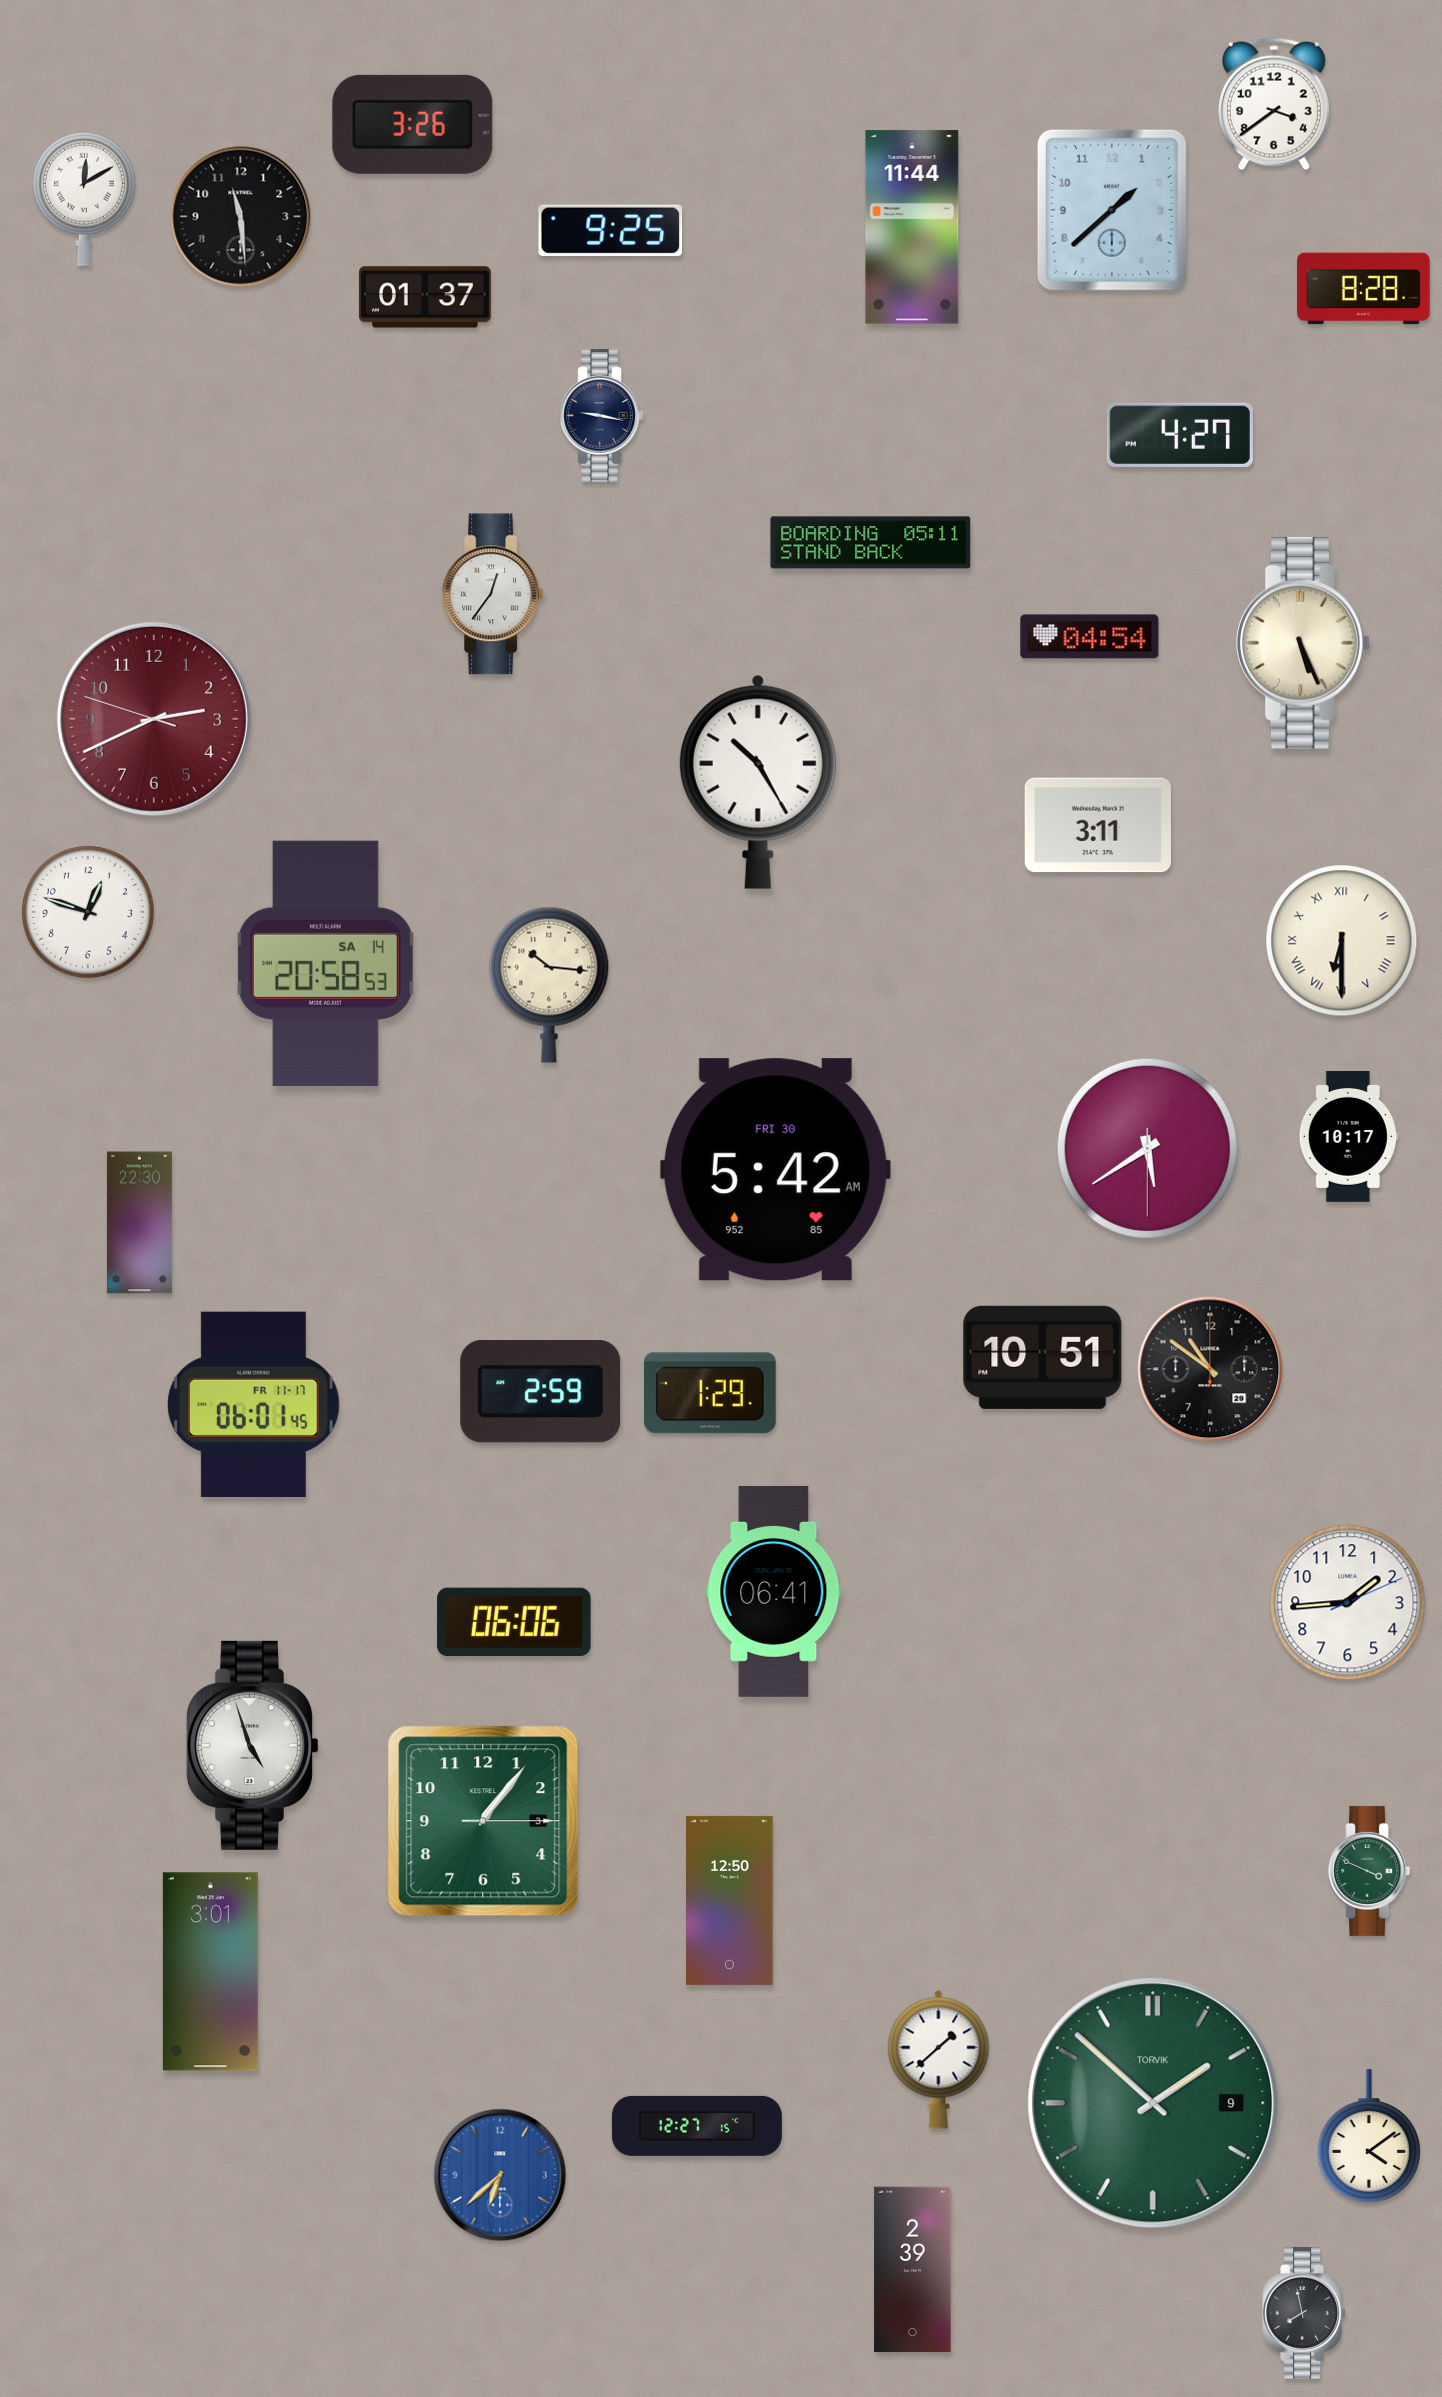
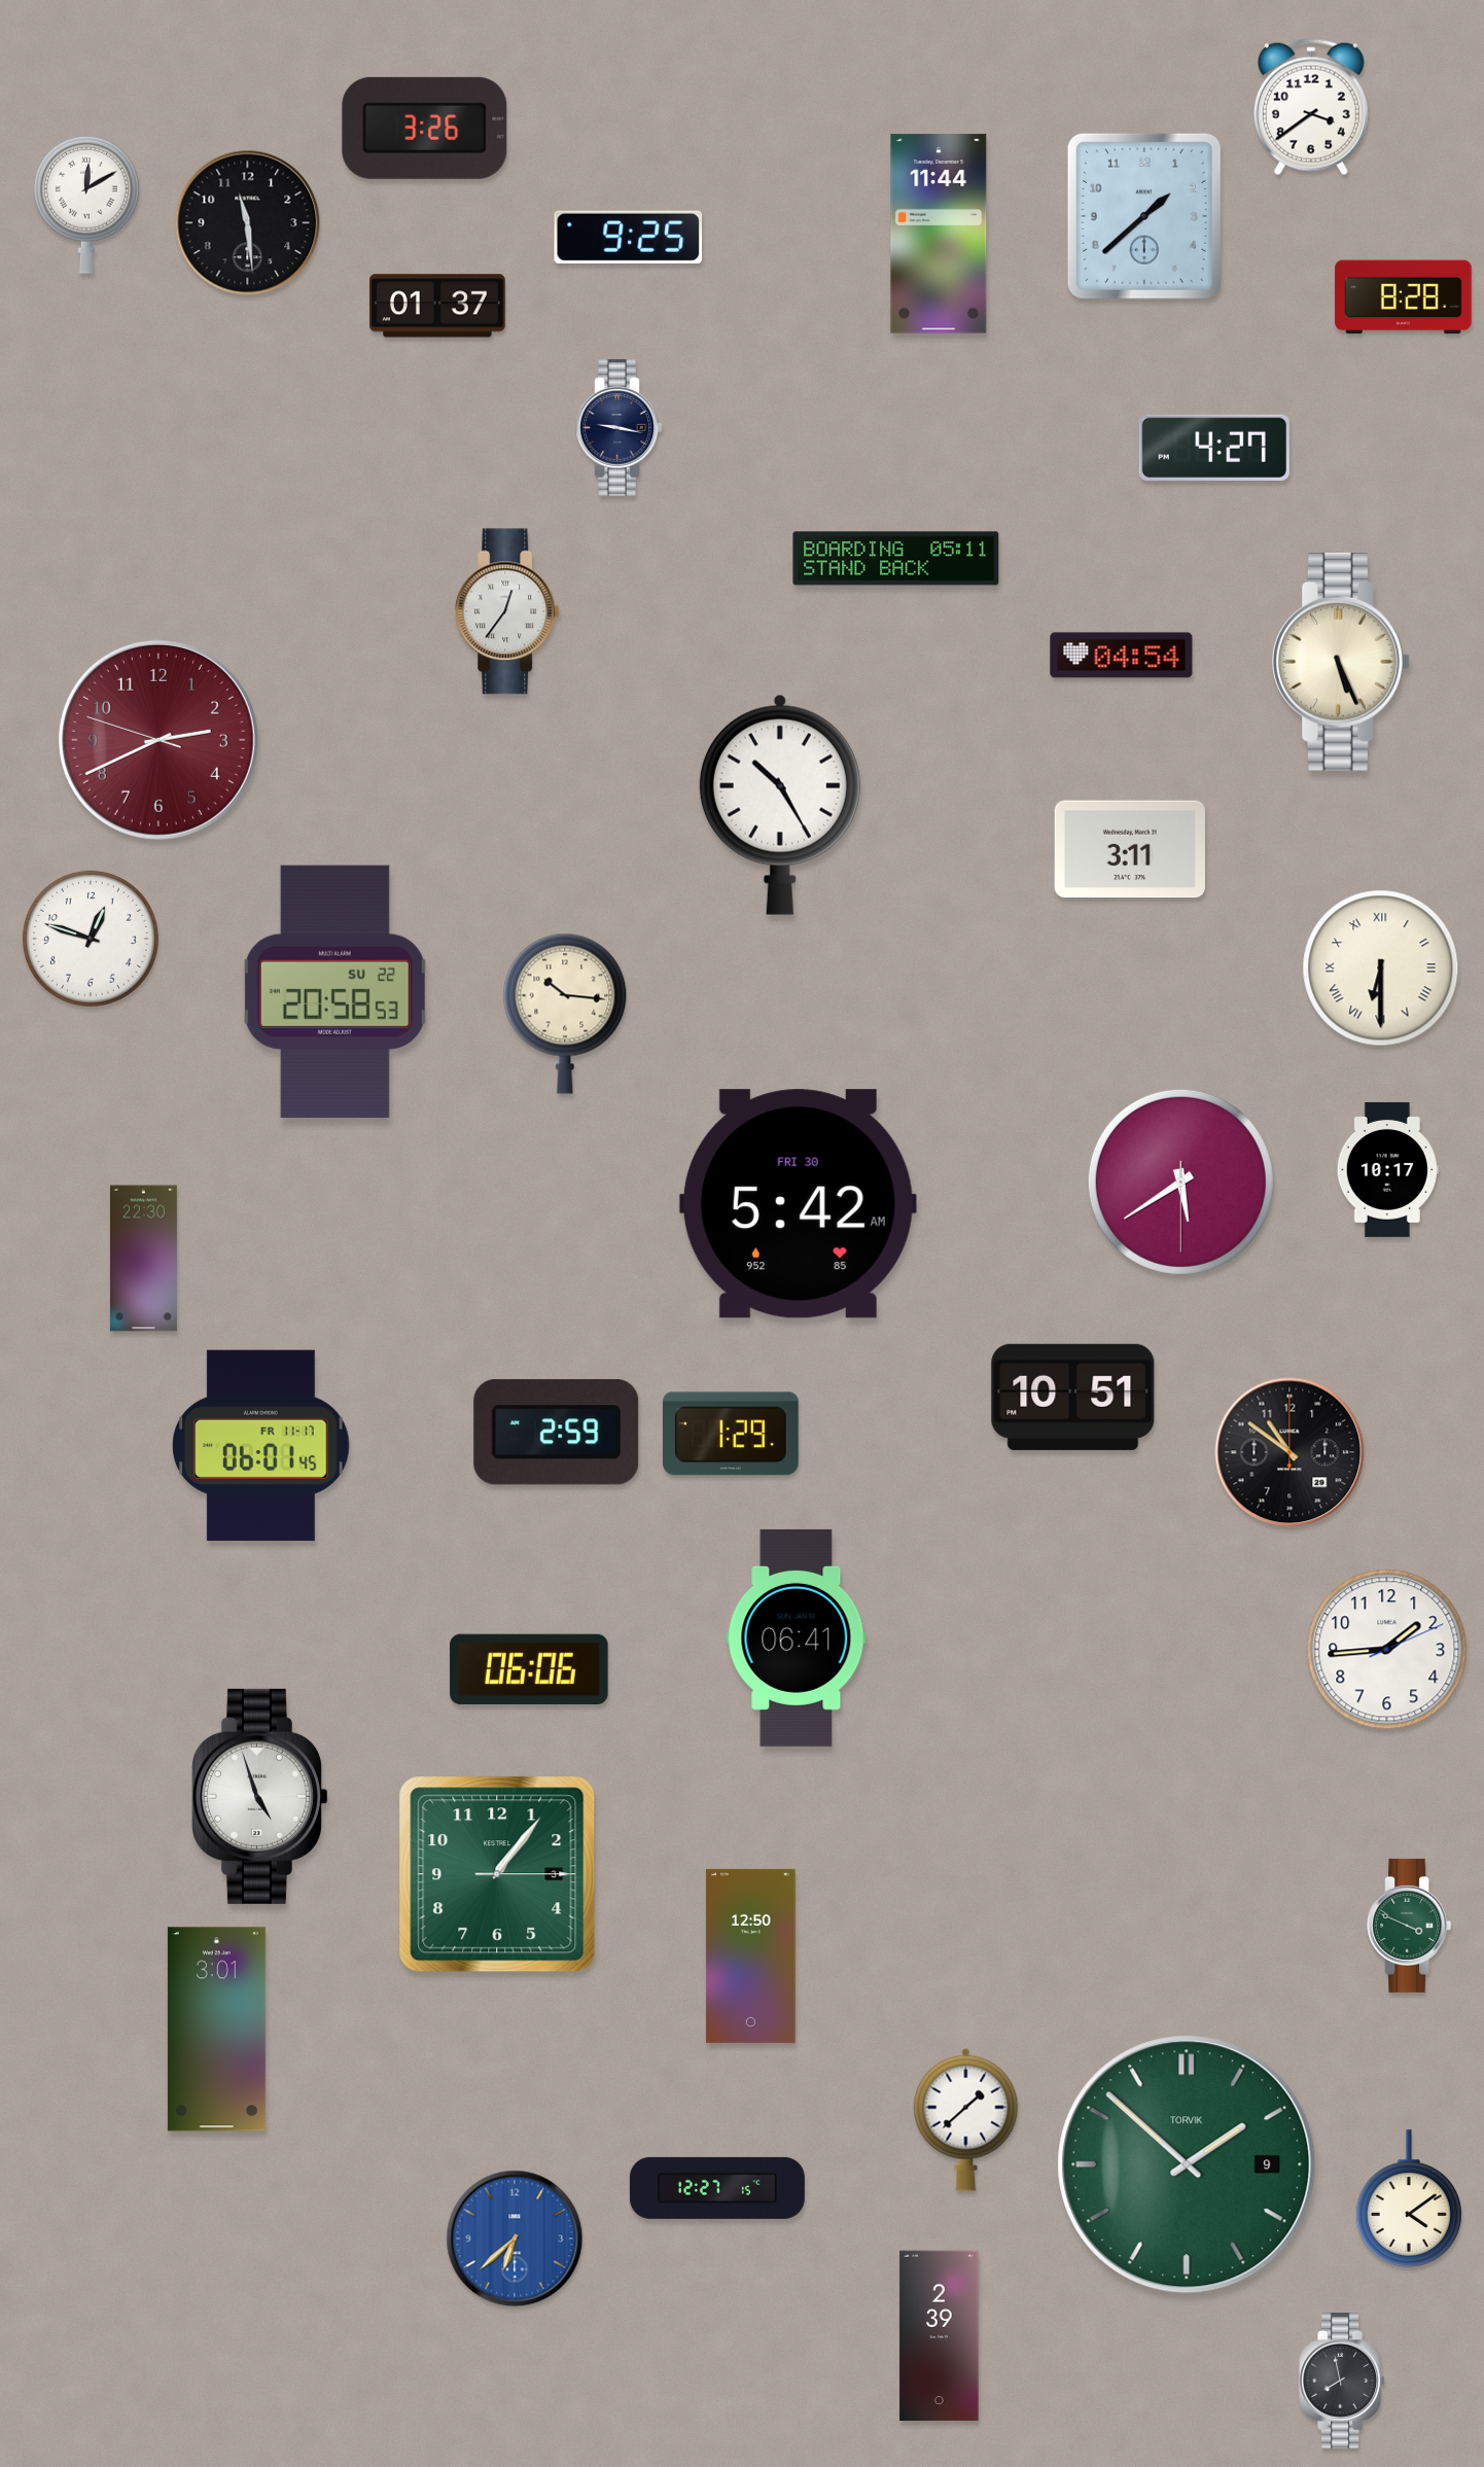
clock at (325, 963) date: SA 14 -> SU 22
clock at (1210, 1369) position: (1210, 1369) -> (1289, 1452)
